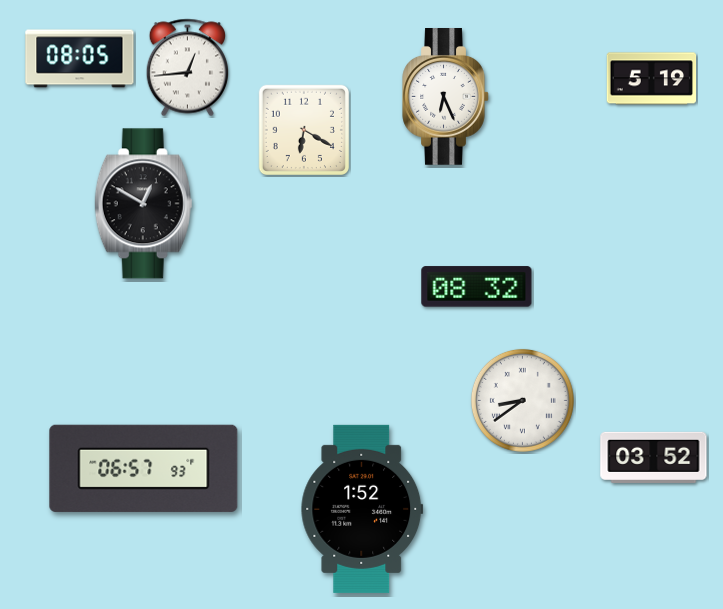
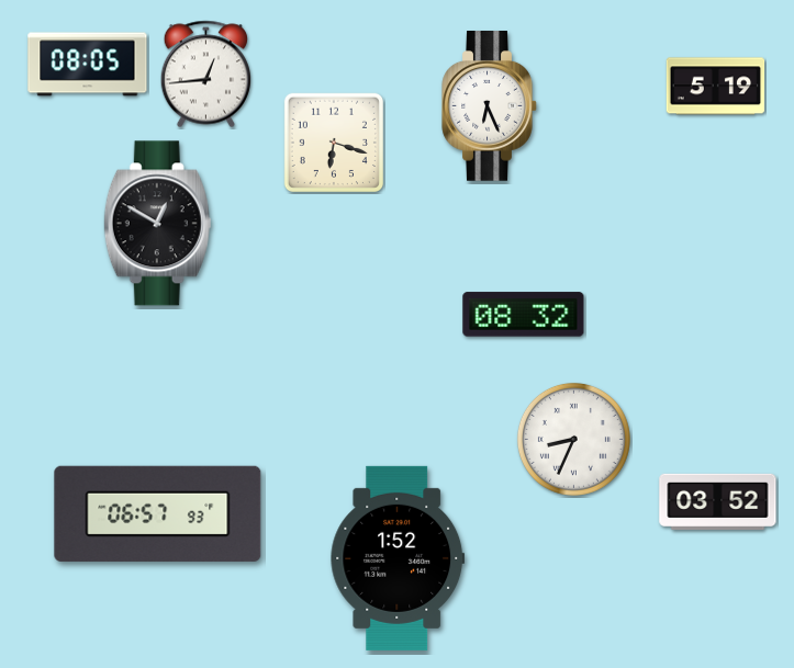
clock at (304, 130): 6:20 -> 6:18
clock at (522, 400): 8:39 -> 8:34
